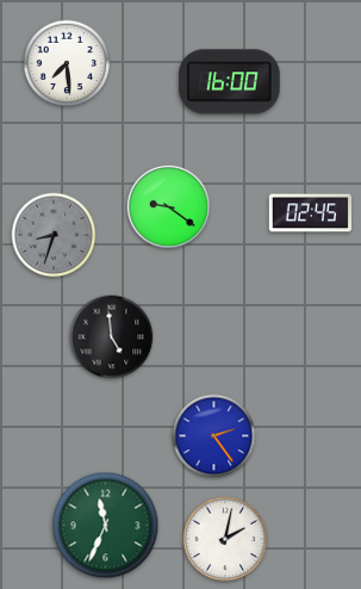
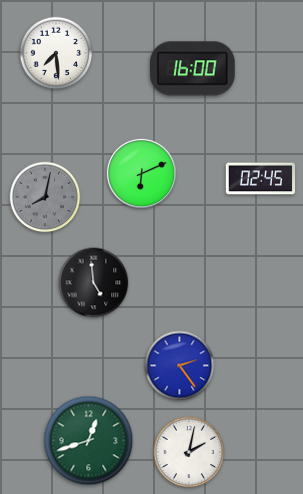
clock at (168, 206): 9:21 -> 6:11
clock at (54, 235): 8:33 -> 8:02
clock at (106, 526): 11:34 -> 12:42
